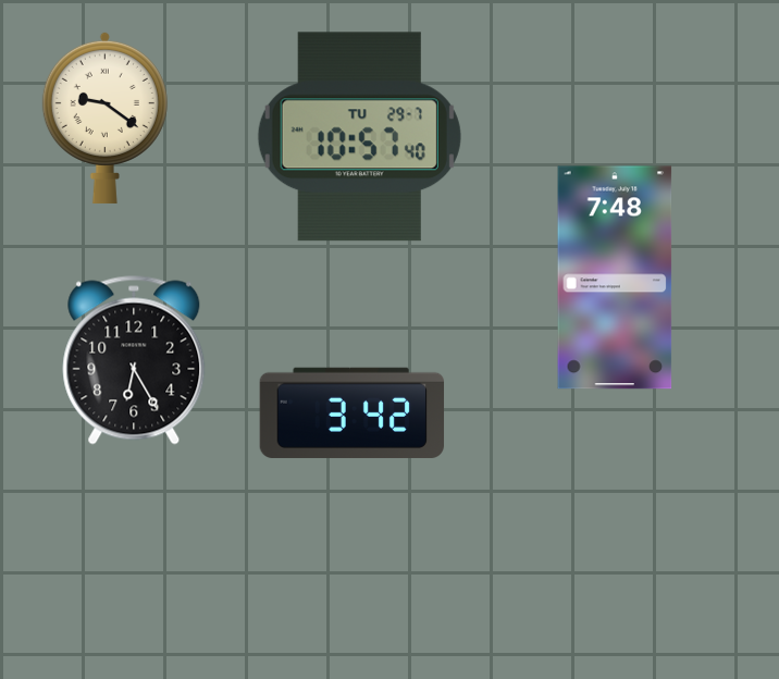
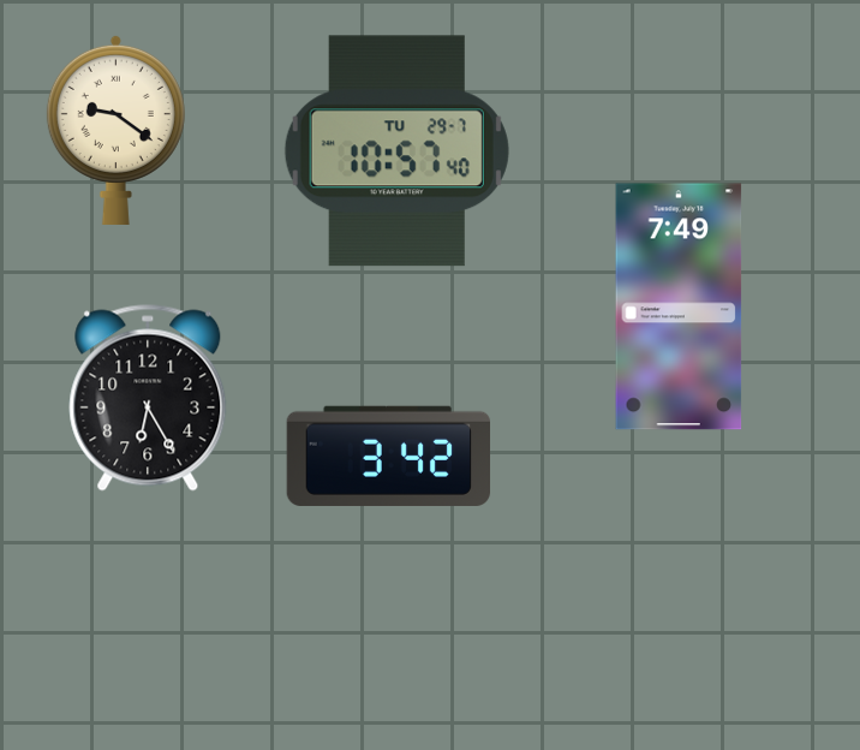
clock at (615, 277): 7:48 -> 7:49
